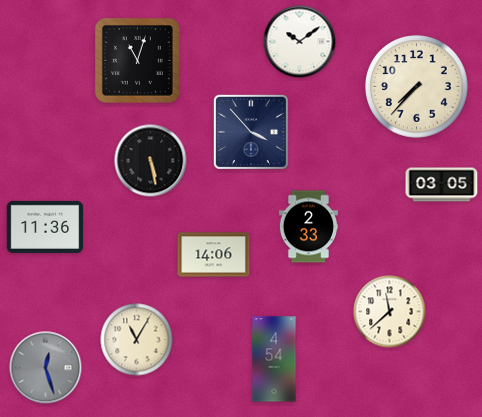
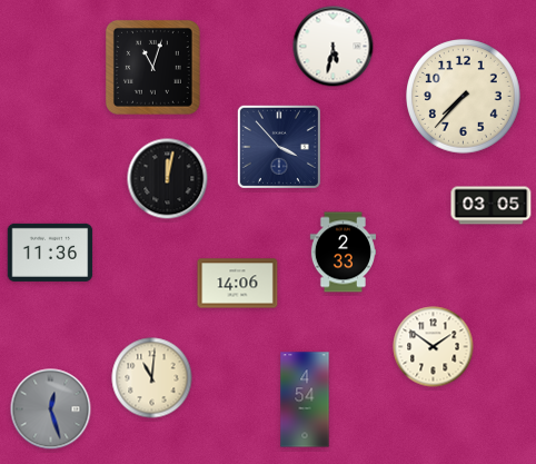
clock at (300, 42): 10:09 -> 5:32
clock at (151, 161): 5:28 -> 12:02
clock at (390, 312): 11:38 -> 1:51
clock at (137, 340): 11:05 -> 11:01
